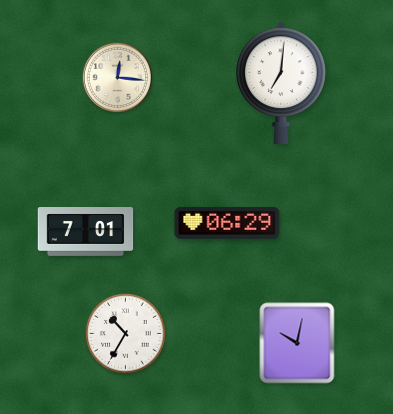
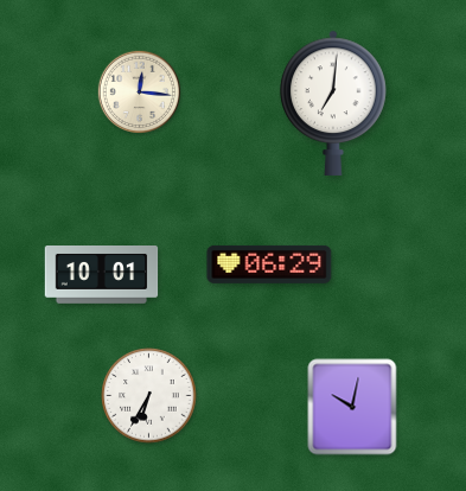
clock at (281, 83) position: (281, 83) -> (333, 103)
clock at (86, 232): 7:01 -> 10:01
clock at (126, 334): 10:35 -> 6:35
